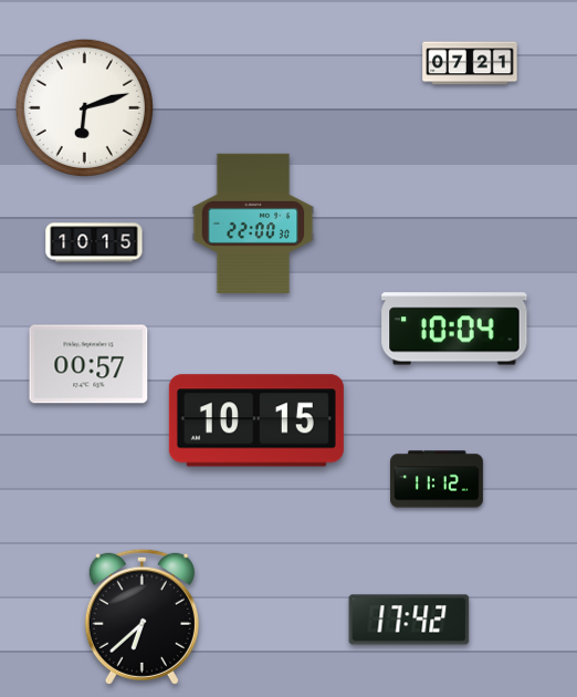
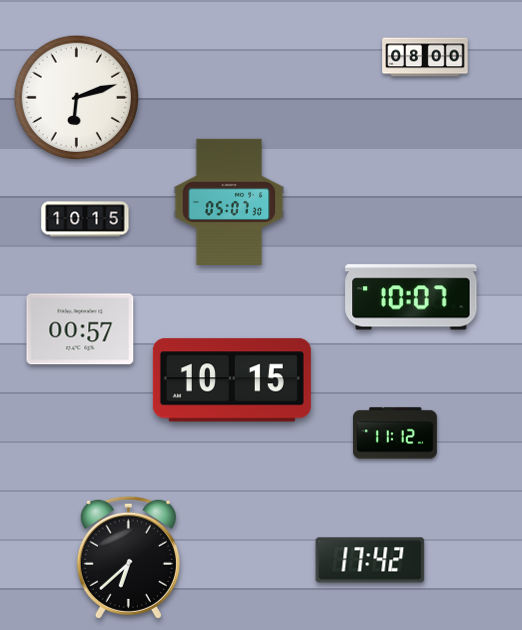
clock at (470, 63): 07:21 -> 08:00
clock at (253, 222): 22:00 -> 05:07
clock at (454, 329): 10:04 -> 10:07
